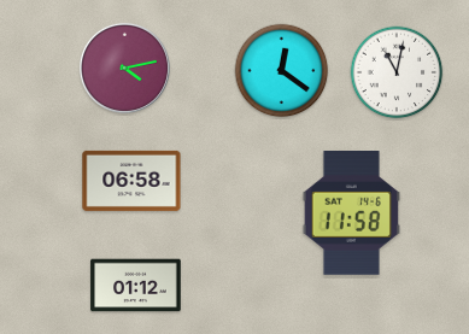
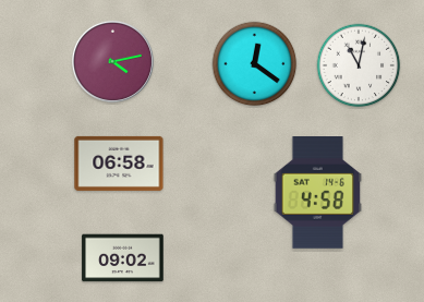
clock at (351, 213): 11:58 -> 4:58
clock at (136, 286): 01:12 -> 09:02
